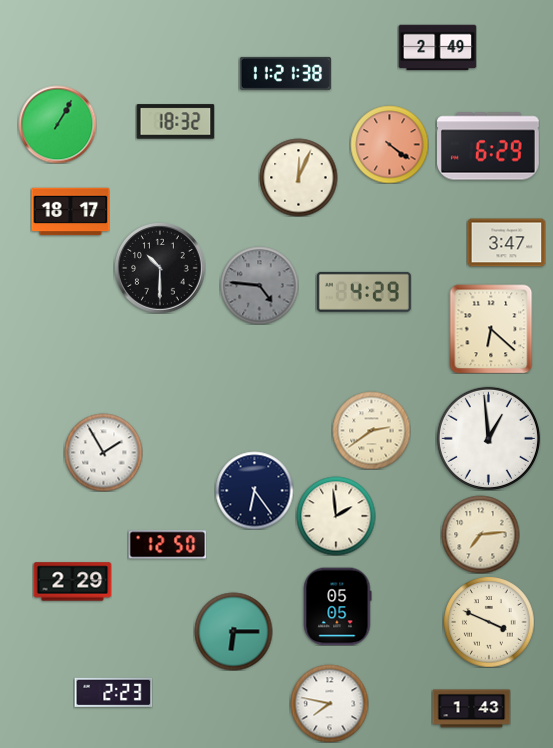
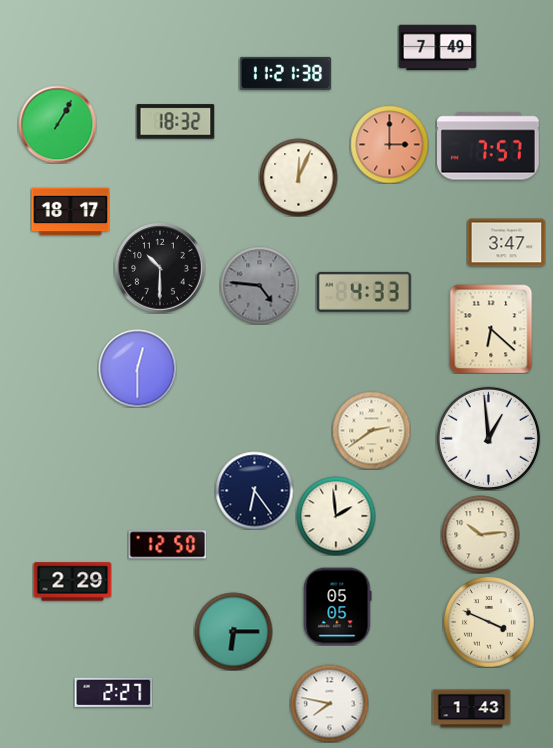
clock at (437, 48): 2:49 -> 7:49
clock at (389, 144): 4:21 -> 3:00
clock at (489, 146): 6:29 -> 7:57
clock at (364, 292): 4:29 -> 4:33
clock at (137, 368): none -> 12:30
clock at (103, 452): 1:55 -> none
clock at (480, 534): 7:14 -> 10:14
clock at (113, 692): 2:23 -> 2:27
